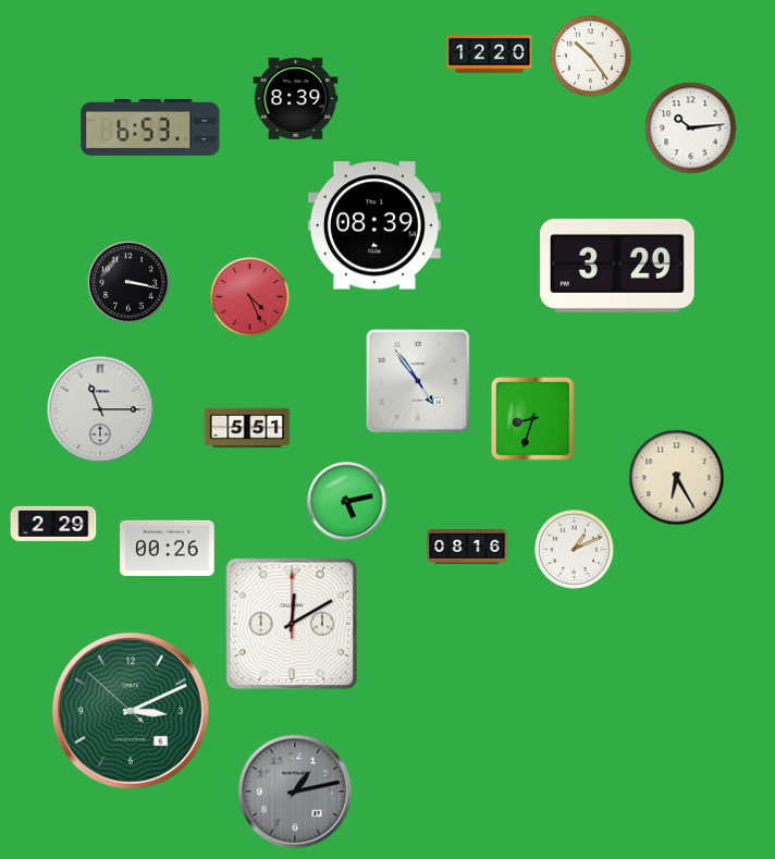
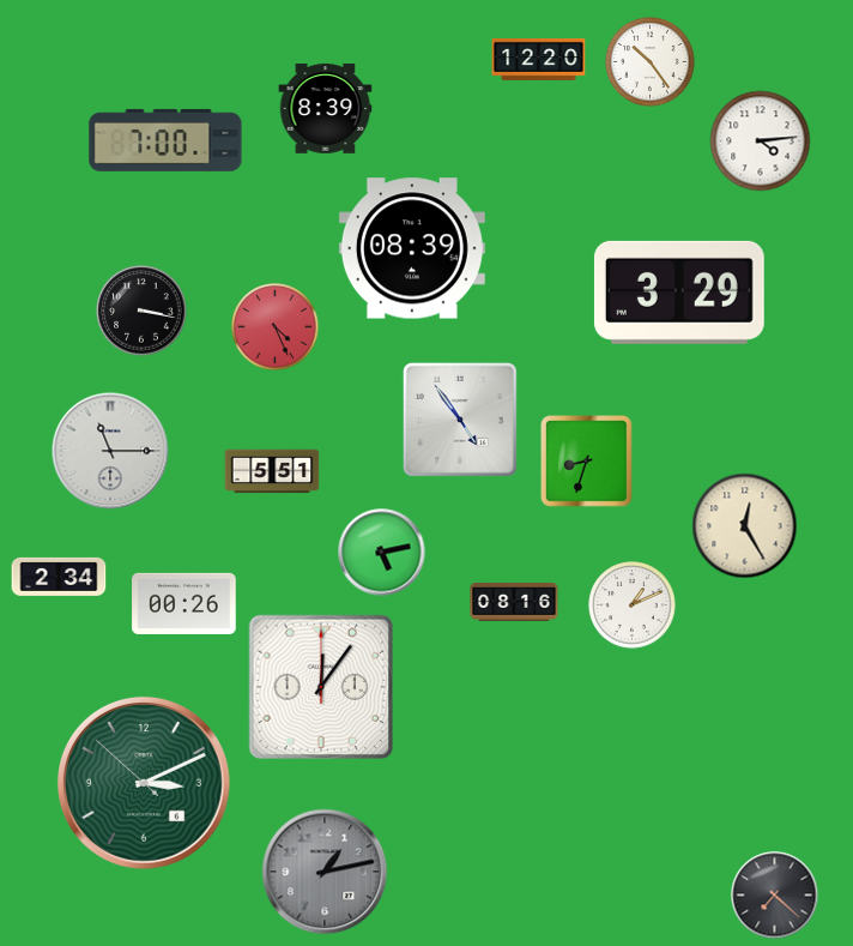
clock at (150, 127): 6:53 -> 7:00
clock at (691, 128): 10:14 -> 4:14
clock at (677, 478): 6:25 -> 12:25
clock at (53, 524): 2:29 -> 2:34
clock at (291, 623): 12:10 -> 12:06
clock at (775, 896): none -> 7:22
